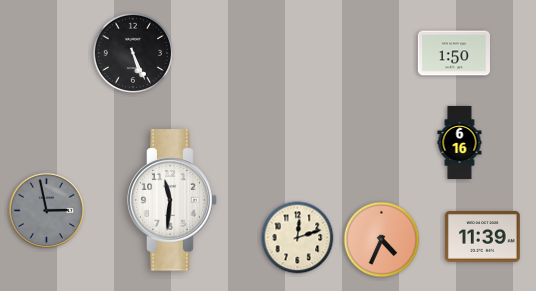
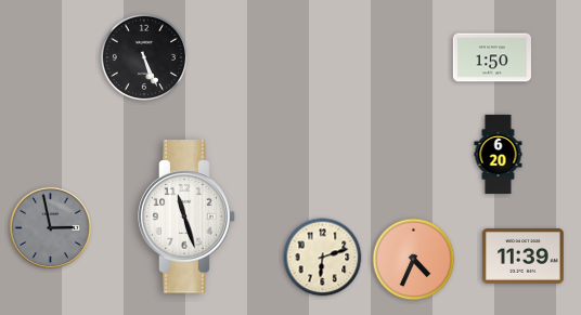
clock at (460, 142): 6:16 -> 6:20
clock at (172, 200): 11:31 -> 11:27
clock at (298, 238): 12:12 -> 6:12
